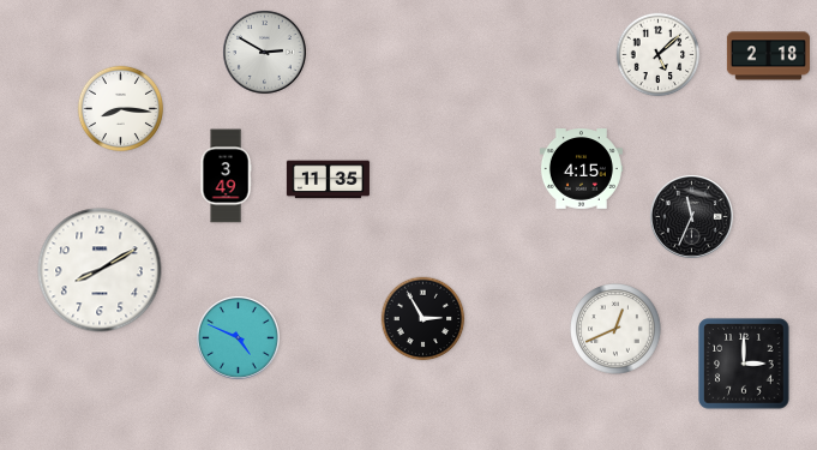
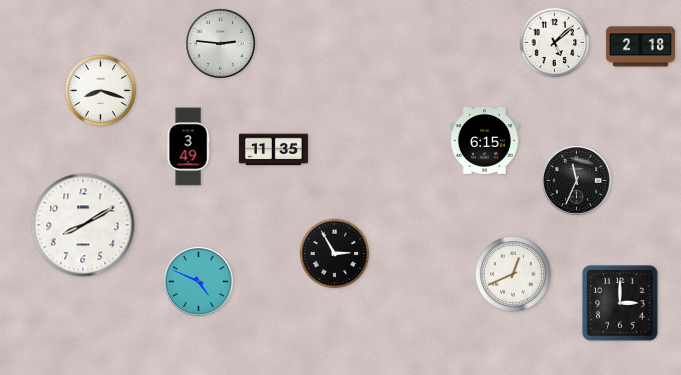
clock at (264, 52): 2:50 -> 2:46
clock at (659, 55) position: (659, 55) -> (555, 43)
clock at (120, 108): 8:16 -> 8:18
clock at (581, 169): 4:15 -> 6:15
clock at (423, 319) position: (423, 319) -> (335, 254)
